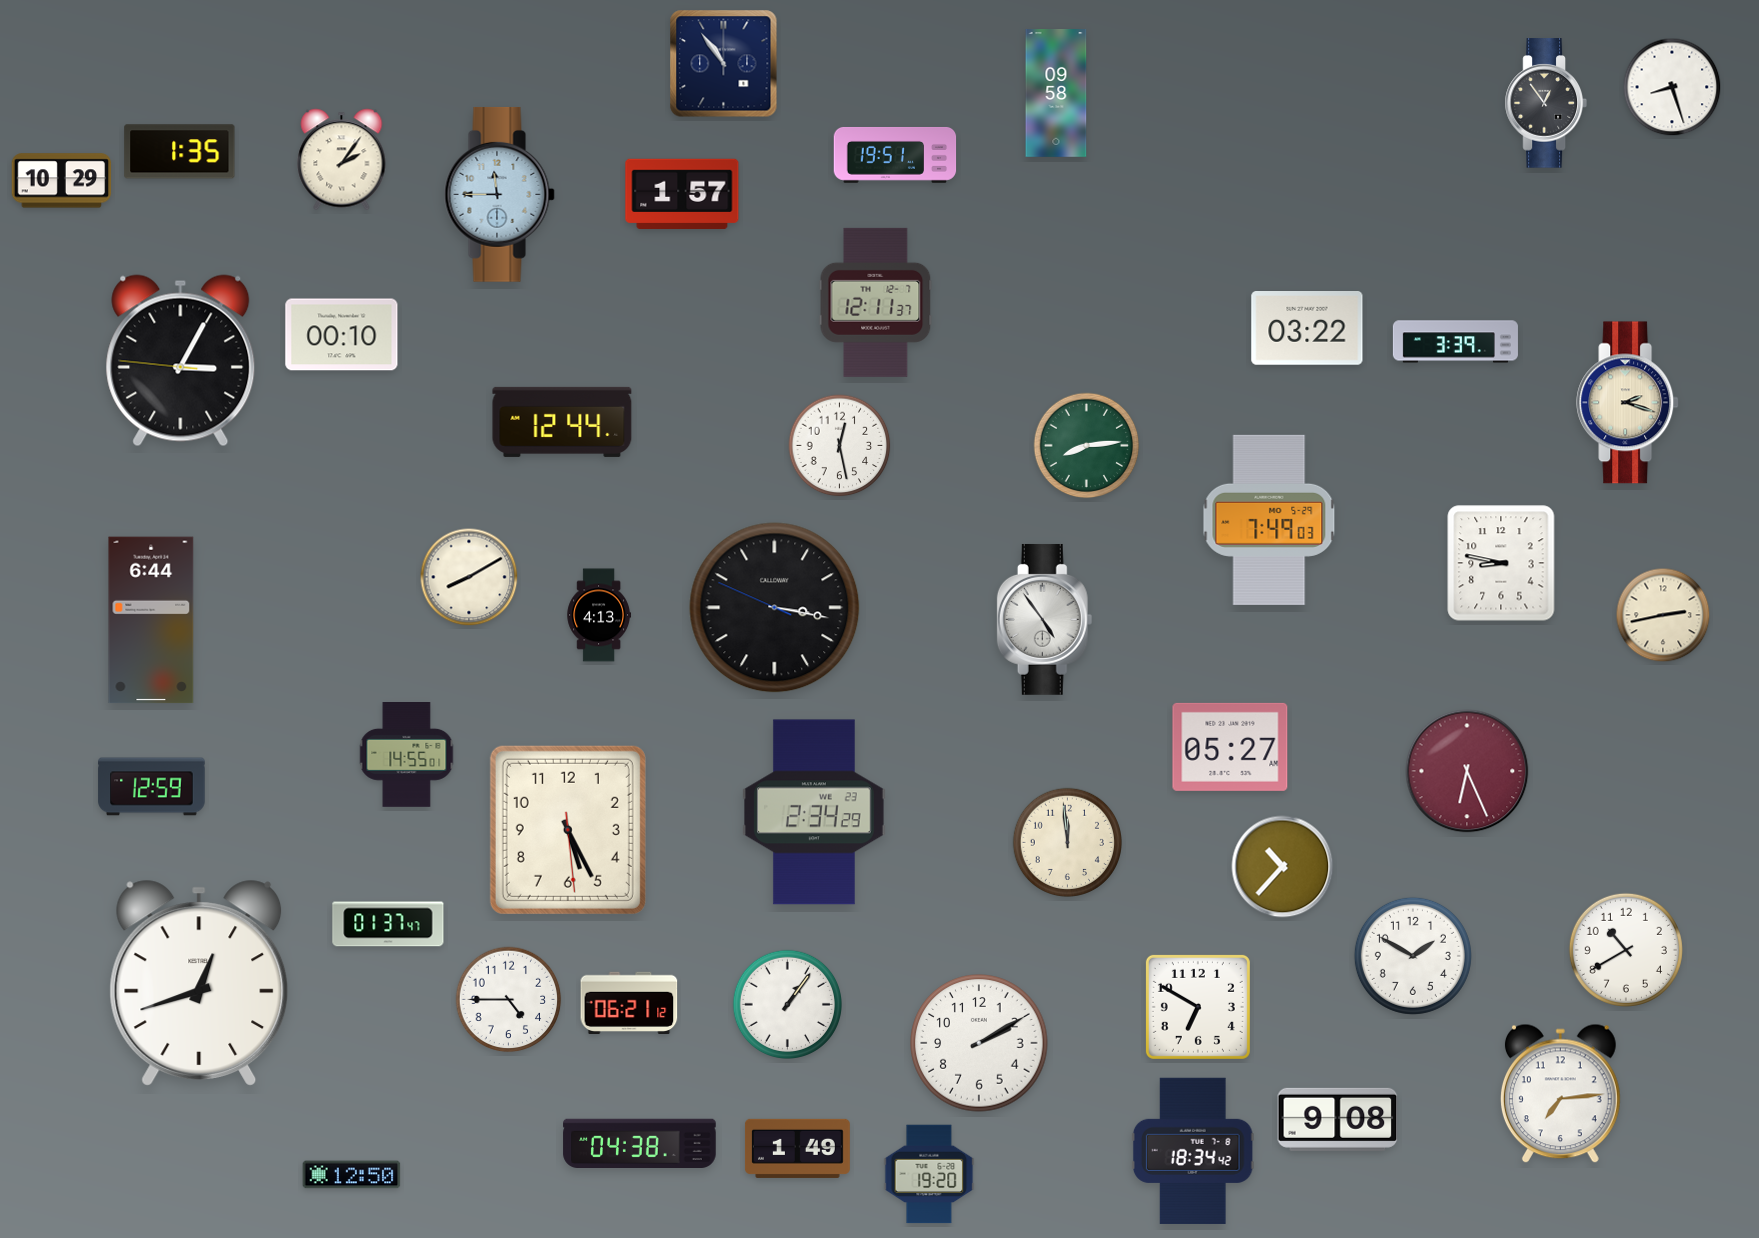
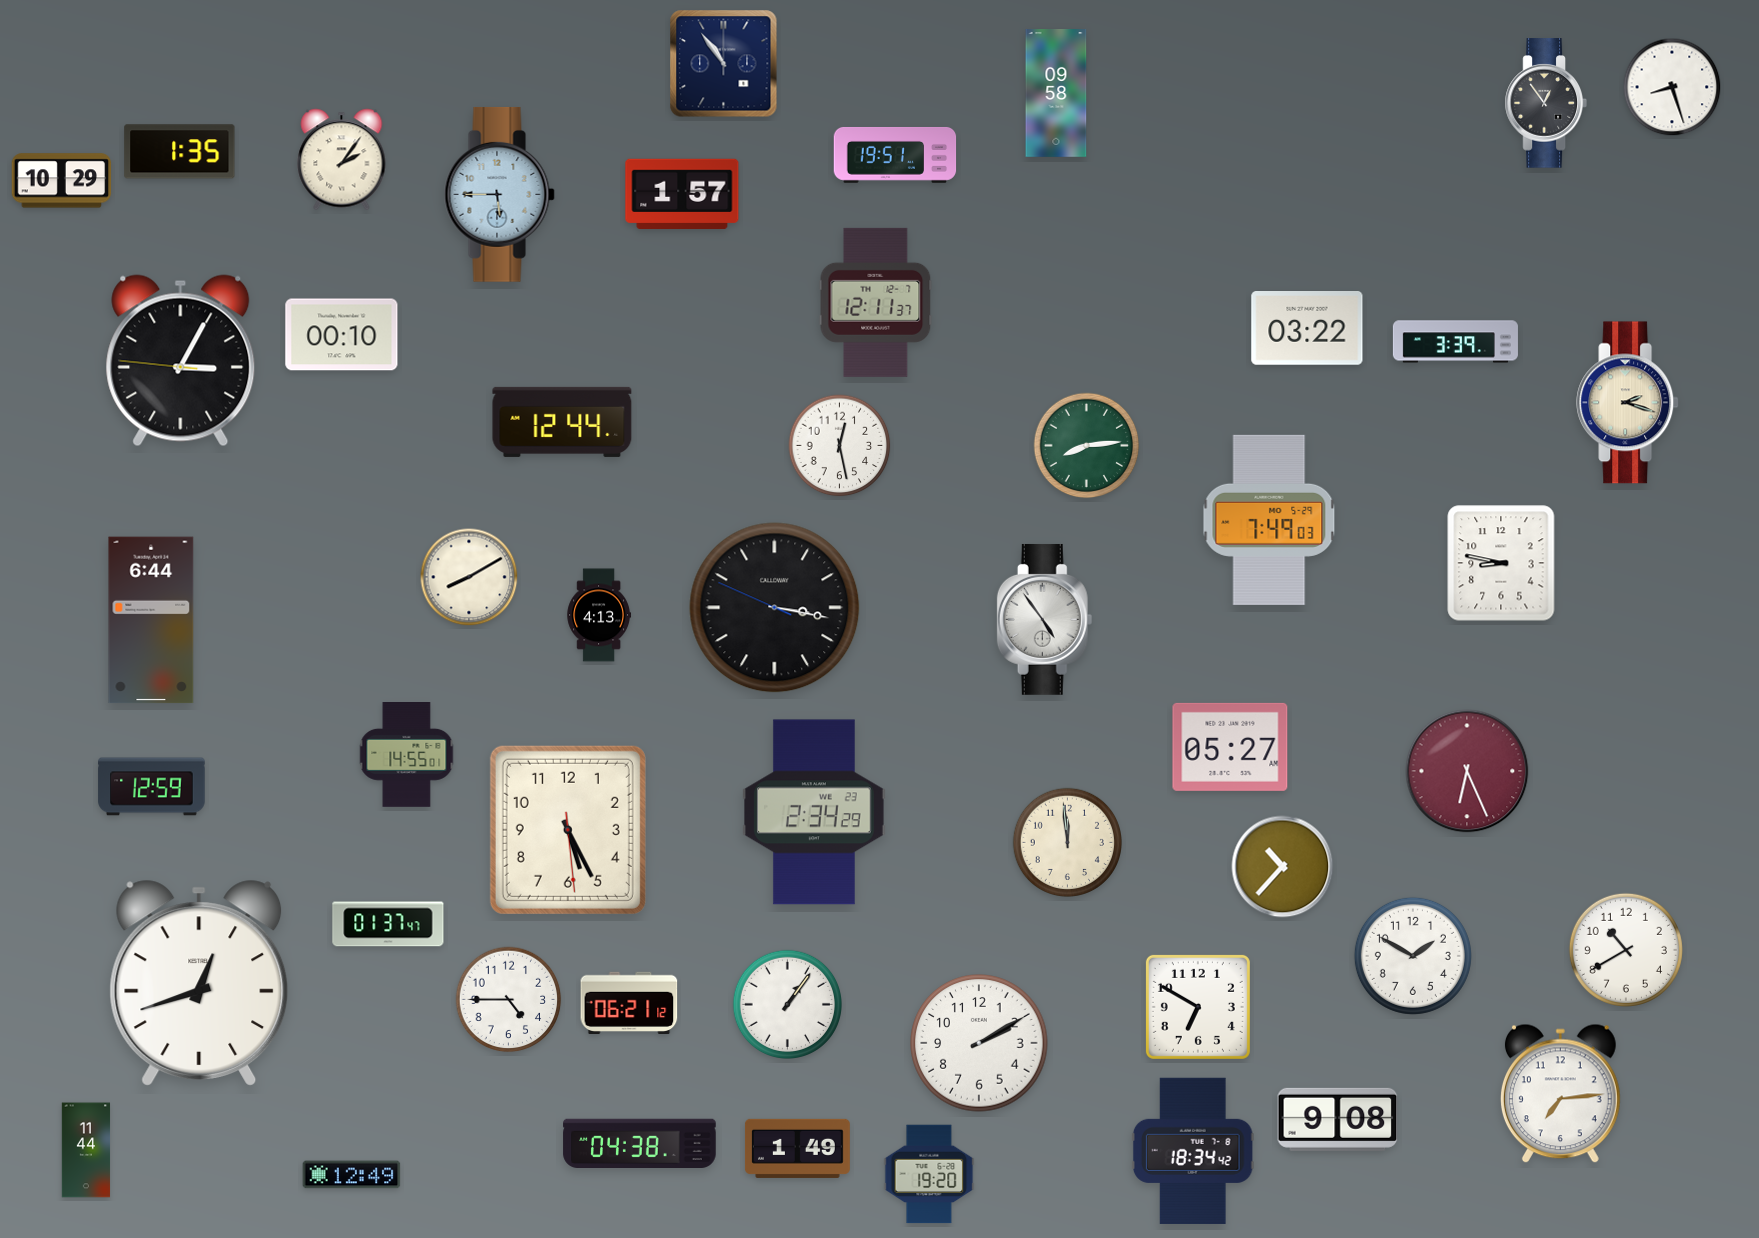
clock at (499, 194): 11:45 -> 5:45
clock at (1663, 615): 2:43 -> none
clock at (86, 1150): none -> 11:44
clock at (352, 1175): 12:50 -> 12:49
